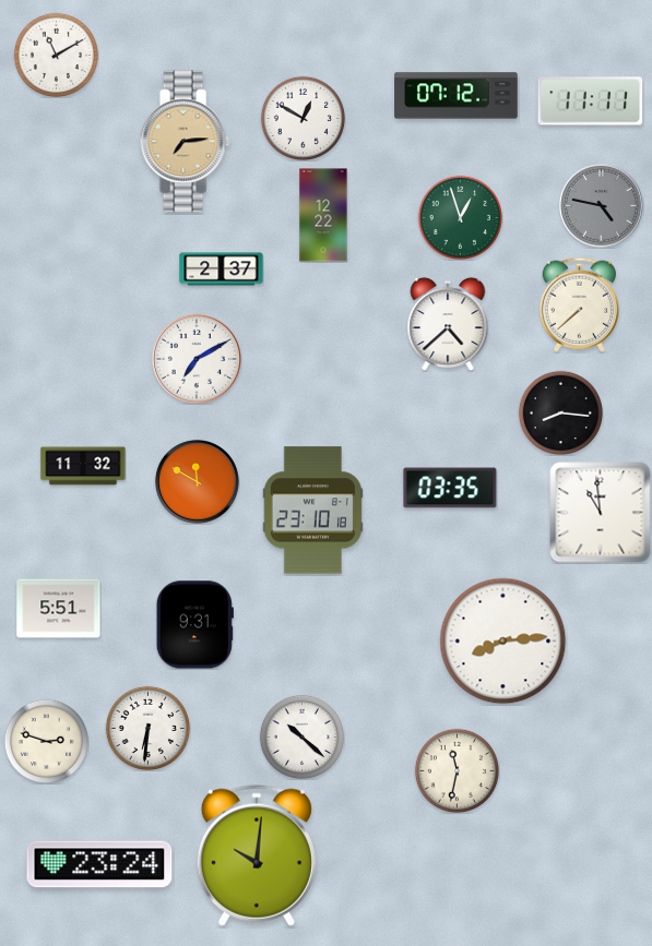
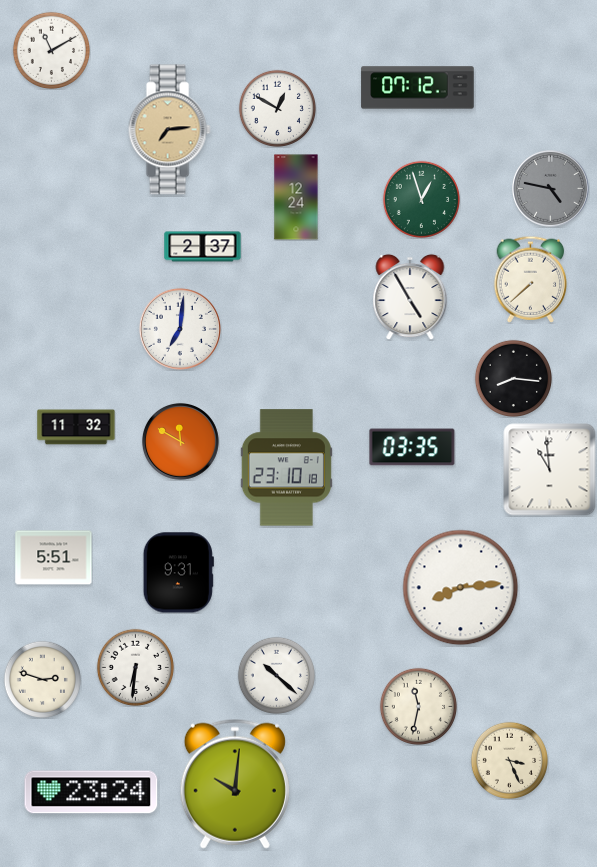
clock at (591, 101): 11:11 -> none
clock at (323, 215): 12:22 -> 12:24
clock at (448, 324): 4:38 -> 4:55
clock at (197, 359): 7:10 -> 7:01
clock at (509, 760): none -> 3:26
